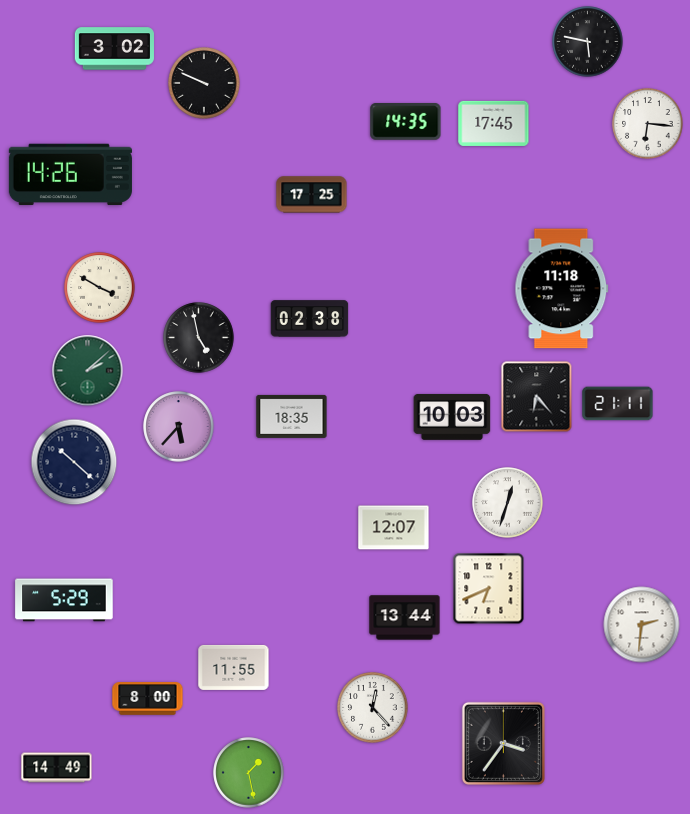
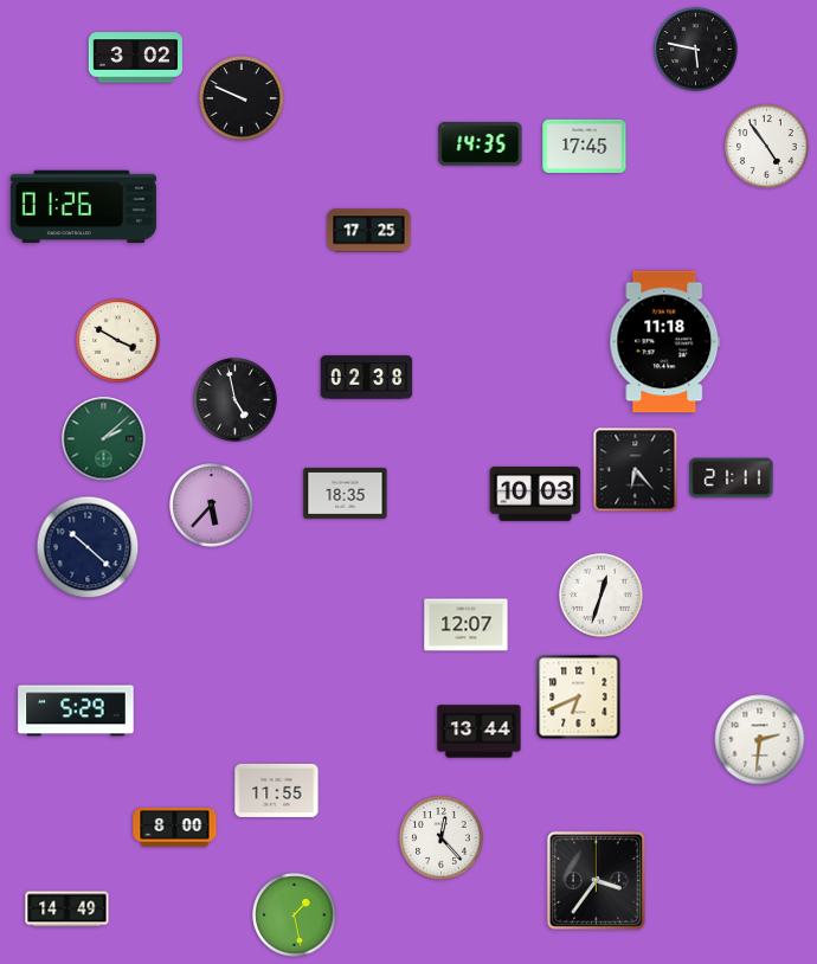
clock at (648, 124): 6:16 -> 4:54
clock at (70, 175): 14:26 -> 01:26
